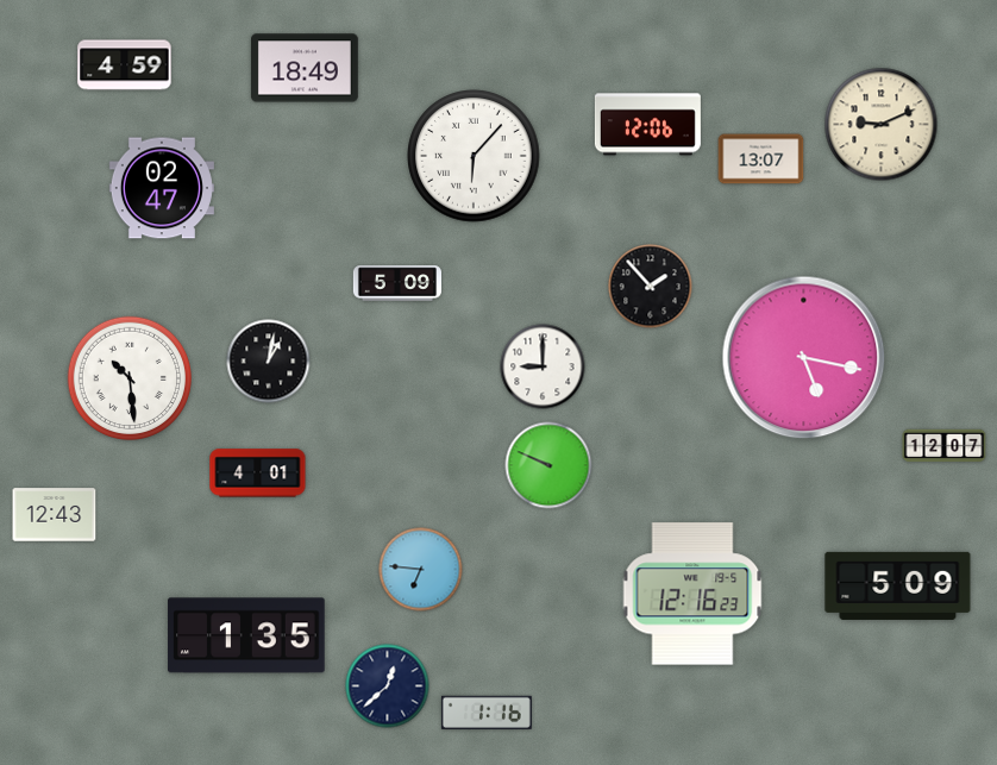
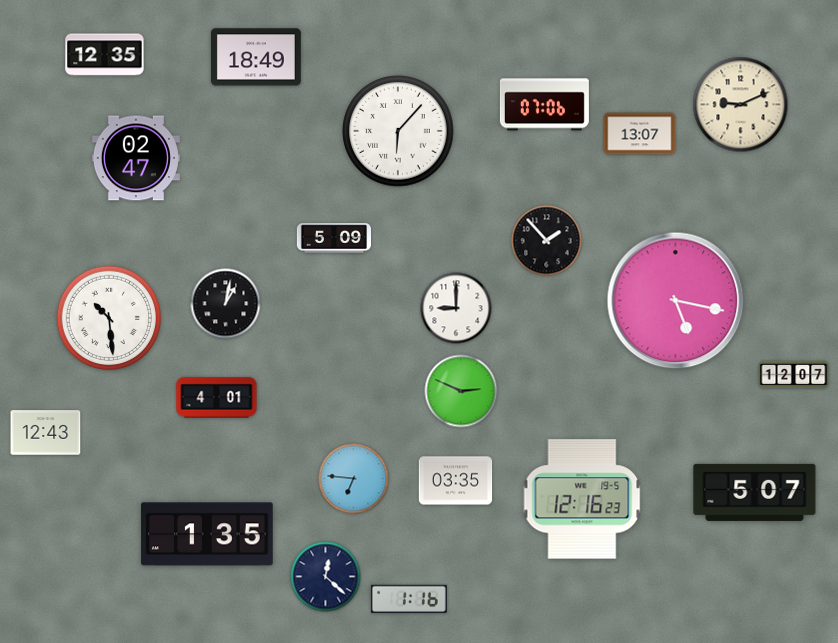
clock at (125, 65): 4:59 -> 12:35
clock at (647, 125): 12:06 -> 07:06
clock at (548, 465): 9:49 -> 2:49
clock at (456, 481): none -> 03:35
clock at (898, 585): 5:09 -> 5:07
clock at (388, 686): 12:38 -> 12:22
